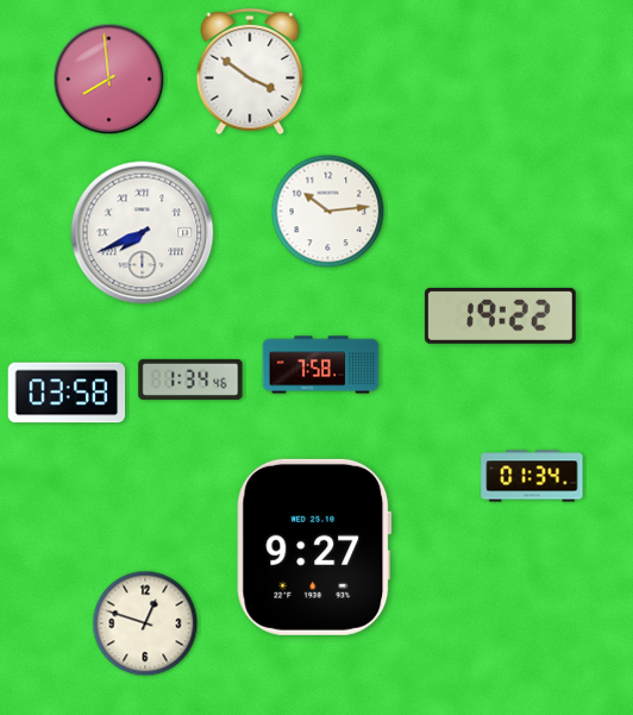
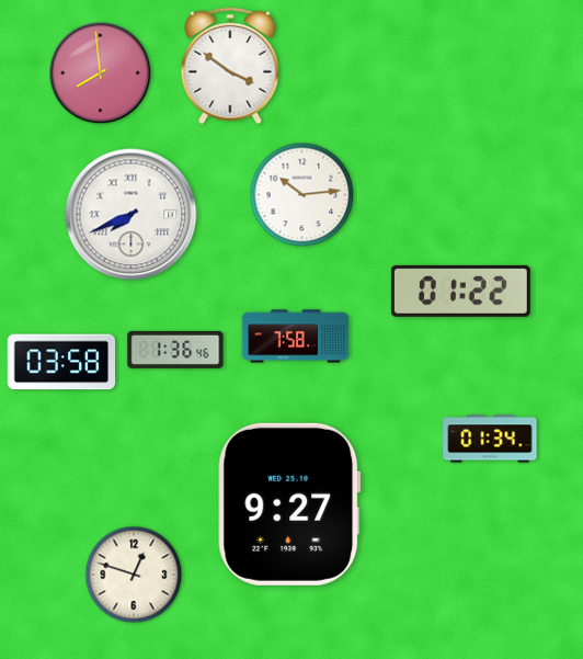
clock at (500, 315): 19:22 -> 01:22
clock at (190, 380): 1:34 -> 1:36
